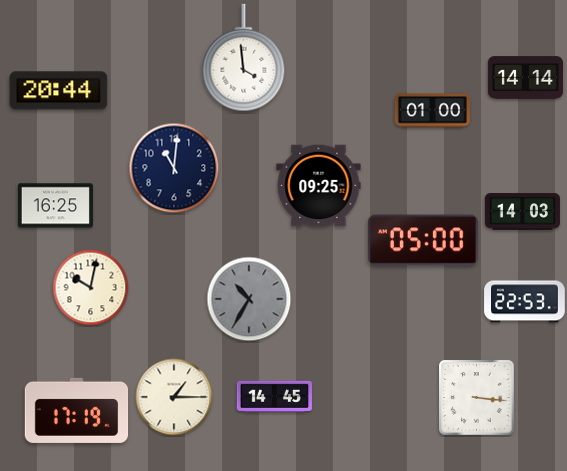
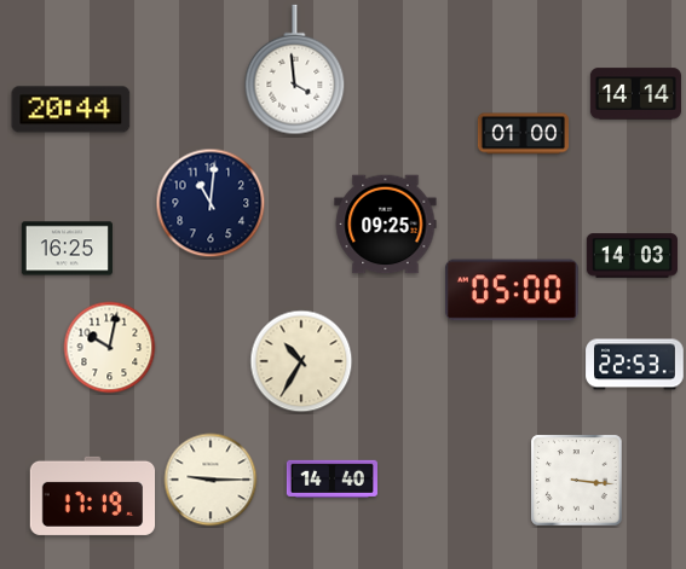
clock at (249, 299) dial: grey -> cream
clock at (274, 396): 14:45 -> 14:40
clock at (174, 397): 1:15 -> 9:15
